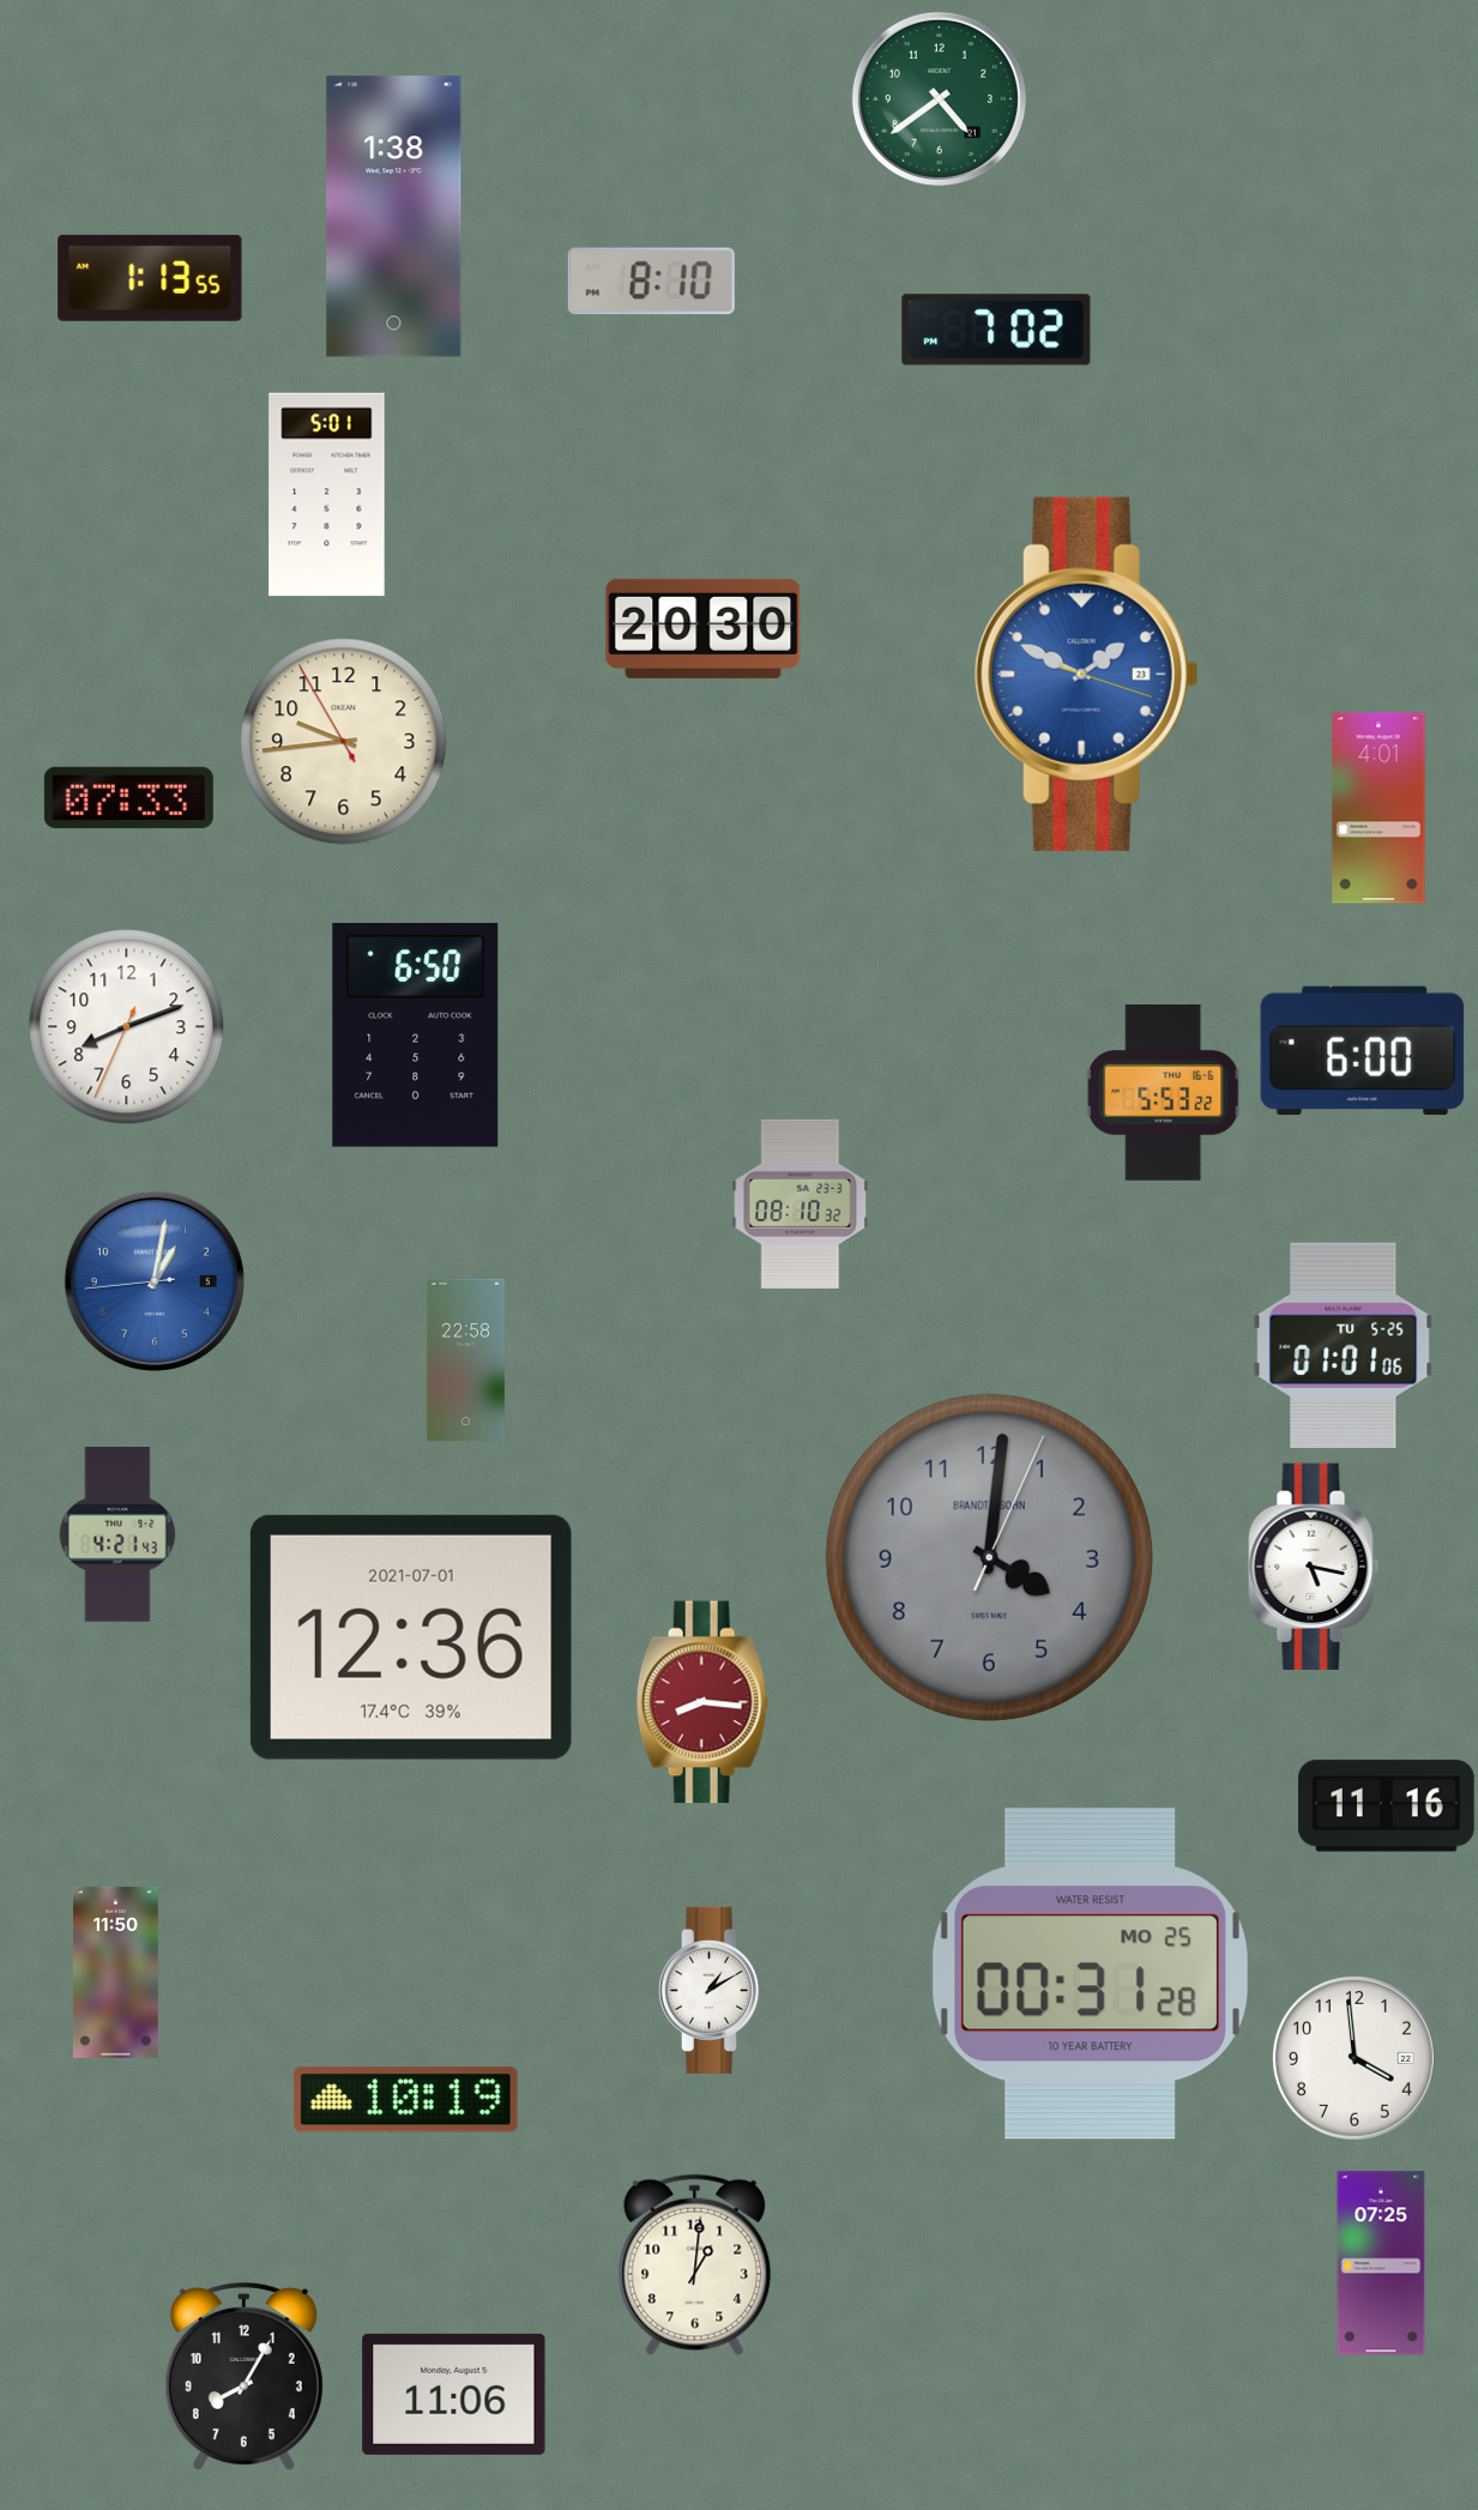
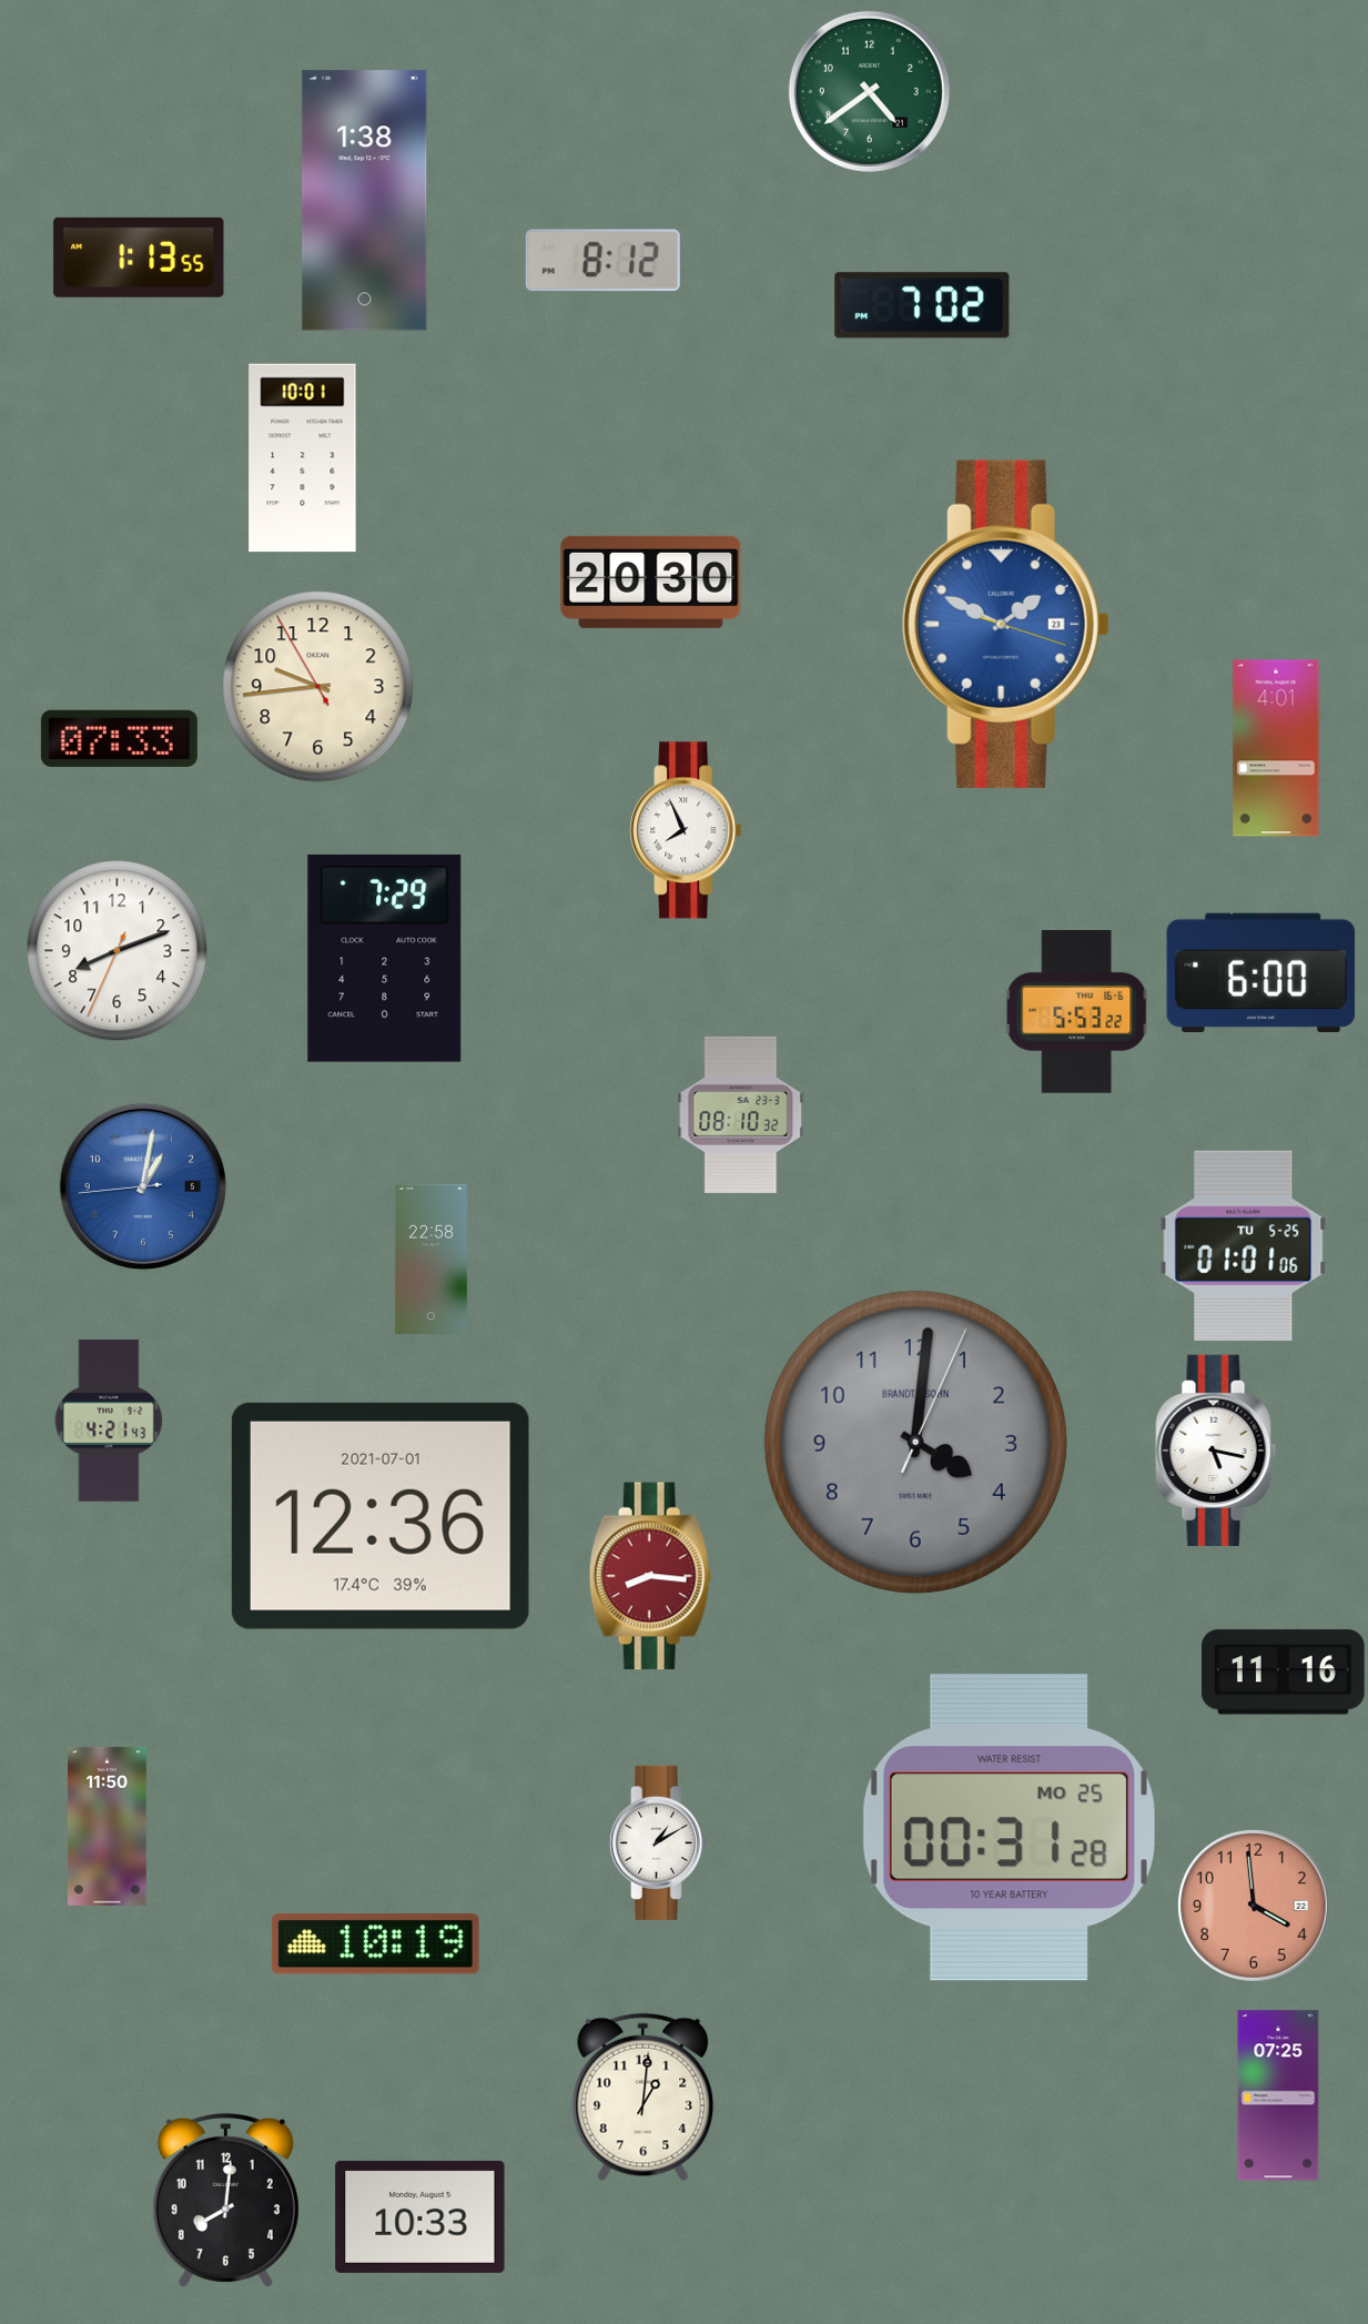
clock at (651, 282): 8:10 -> 8:12
clock at (327, 495): 5:01 -> 10:01
clock at (686, 830): none -> 7:56
clock at (416, 1034): 6:50 -> 7:29
clock at (1355, 2058) dial: white -> salmon
clock at (243, 2376): 8:05 -> 8:01
clock at (454, 2394): 11:06 -> 10:33
